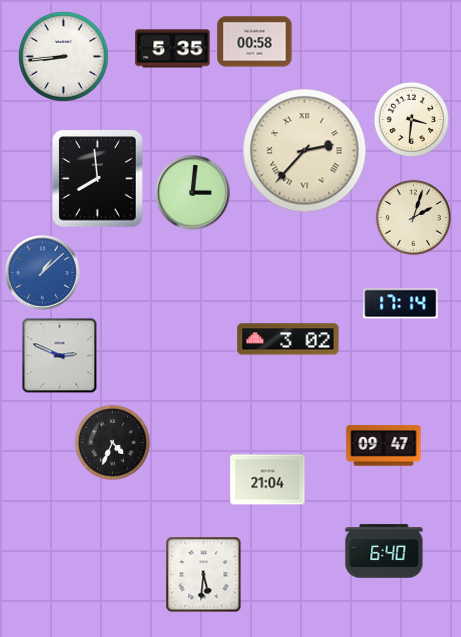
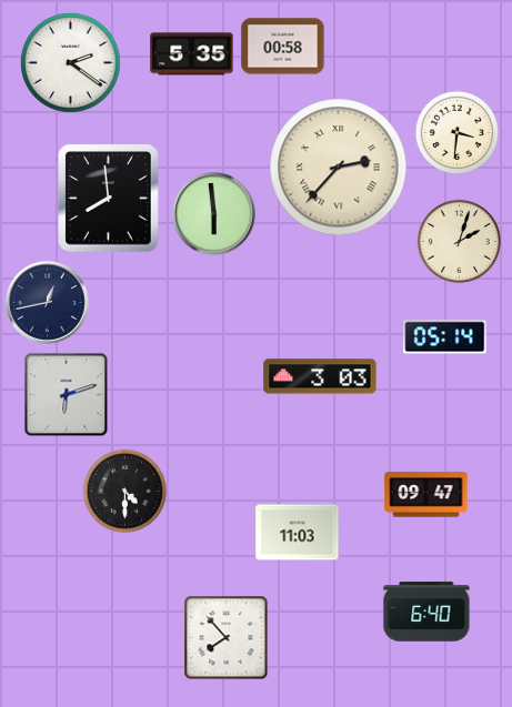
clock at (63, 56): 8:44 -> 2:21
clock at (193, 193): 3:01 -> 5:59
clock at (43, 273): 1:08 -> 12:43
clock at (43, 273) dial: blue -> navy
clock at (401, 304): 17:14 -> 05:14
clock at (288, 339): 3:02 -> 3:03
clock at (60, 356): 2:49 -> 6:12
clock at (112, 442): 4:34 -> 4:30
clock at (268, 480): 21:04 -> 11:03
clock at (204, 575): 5:31 -> 7:53
